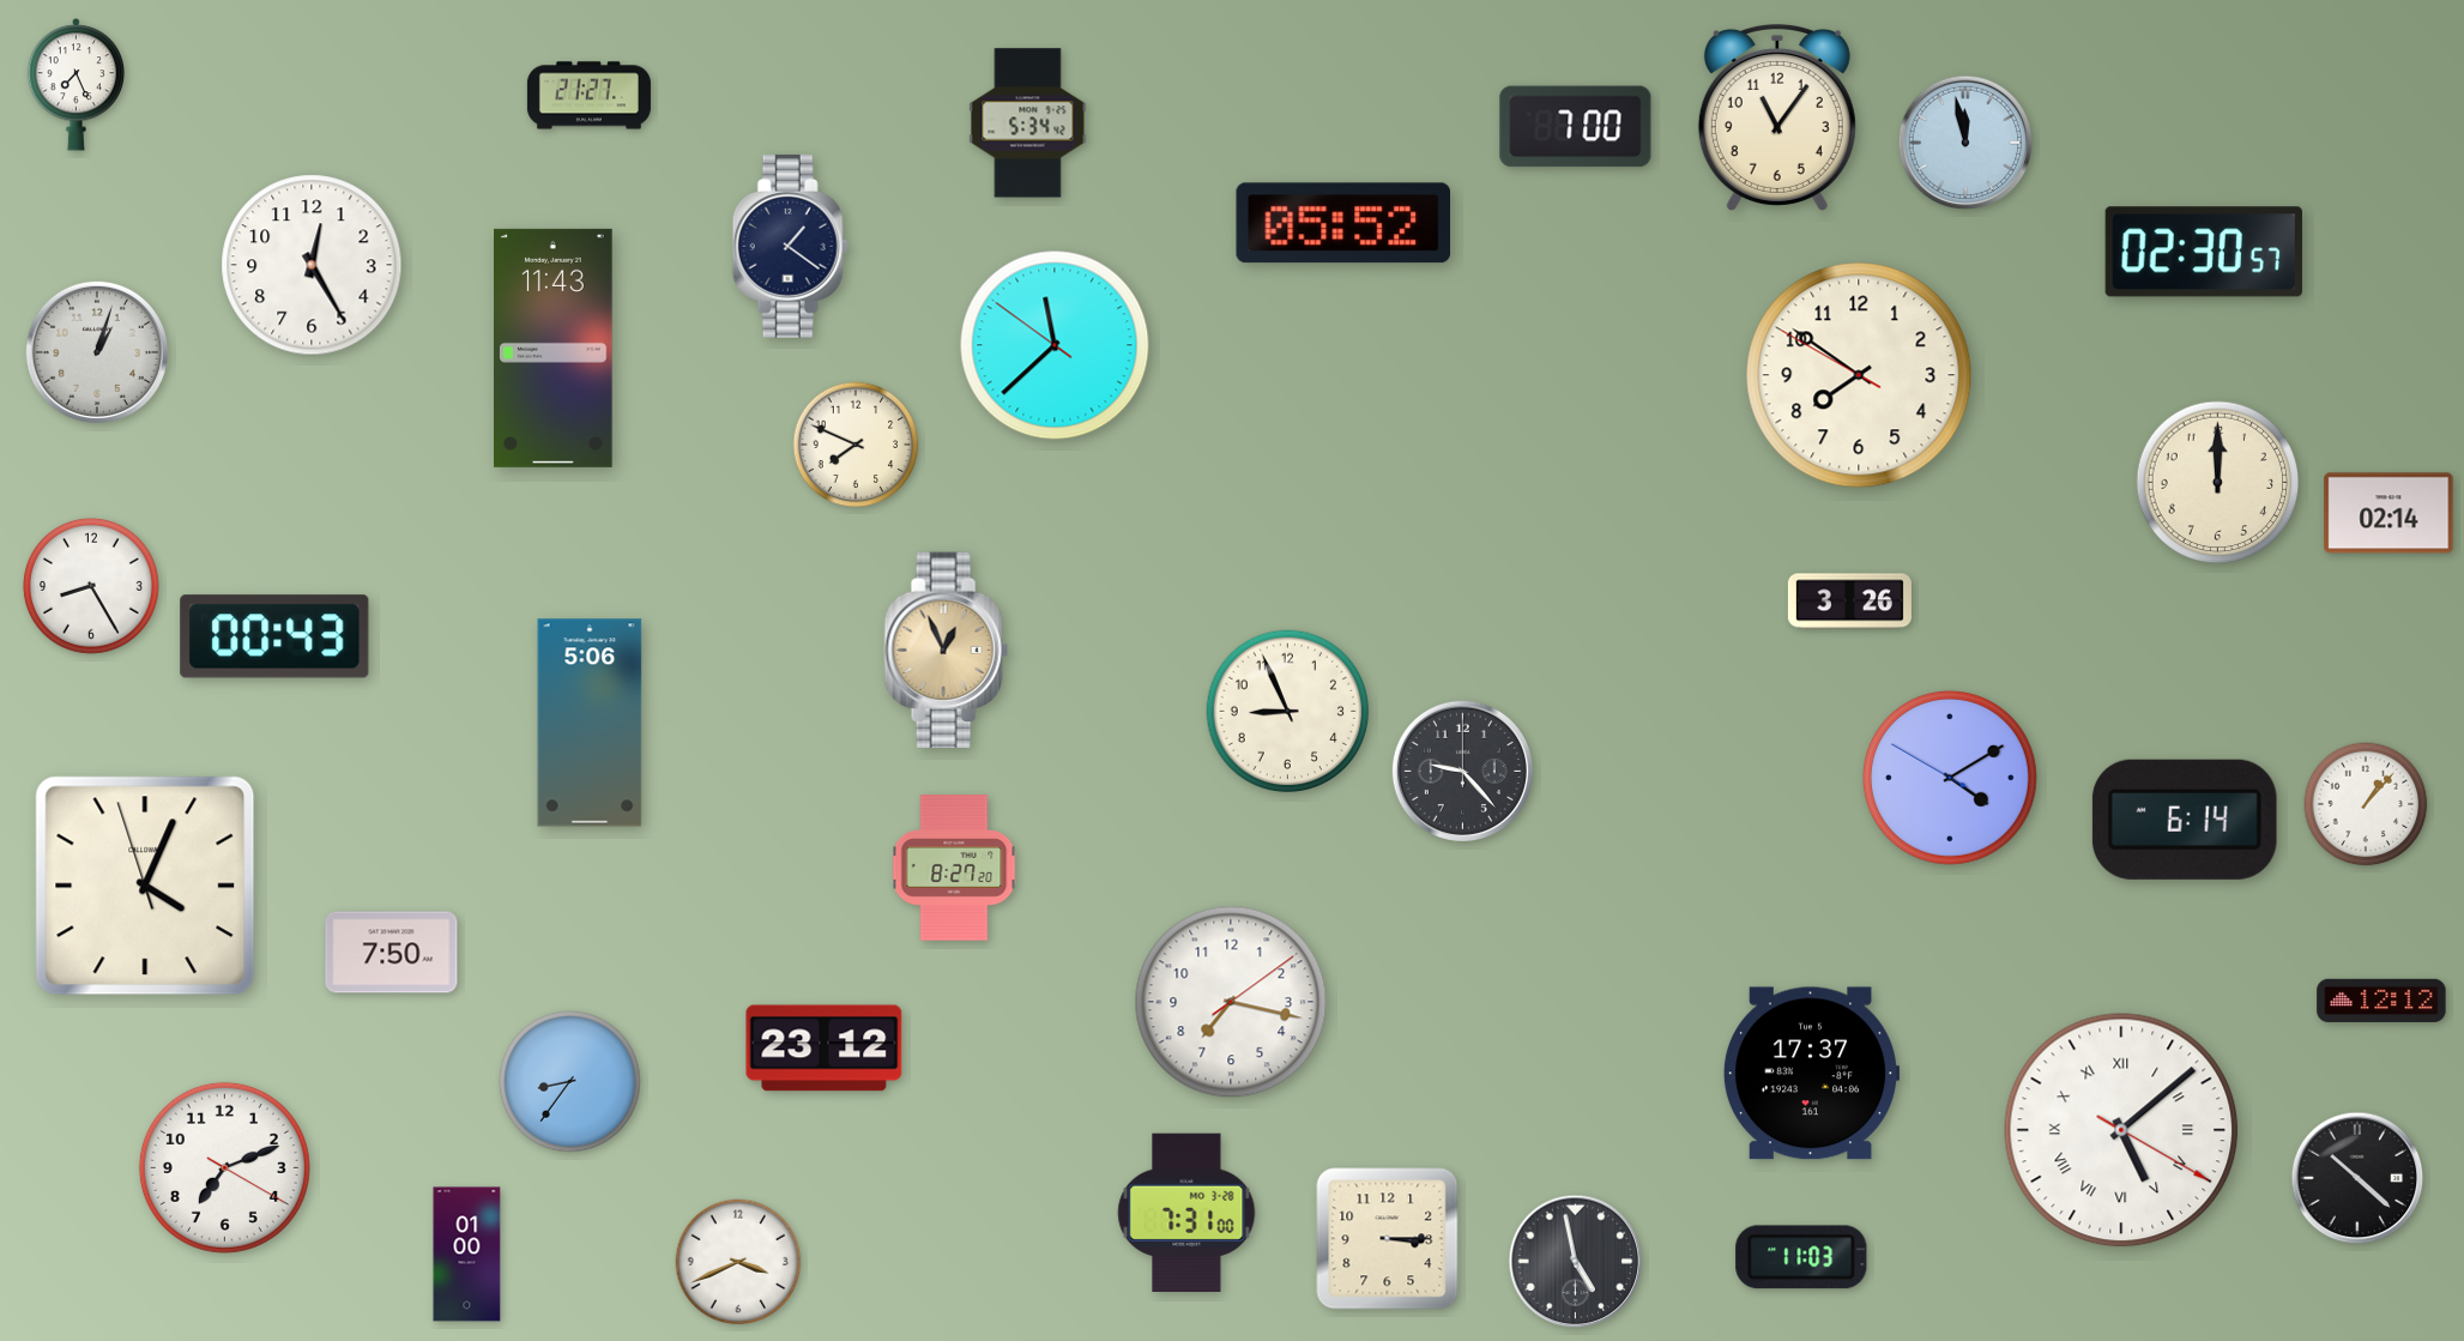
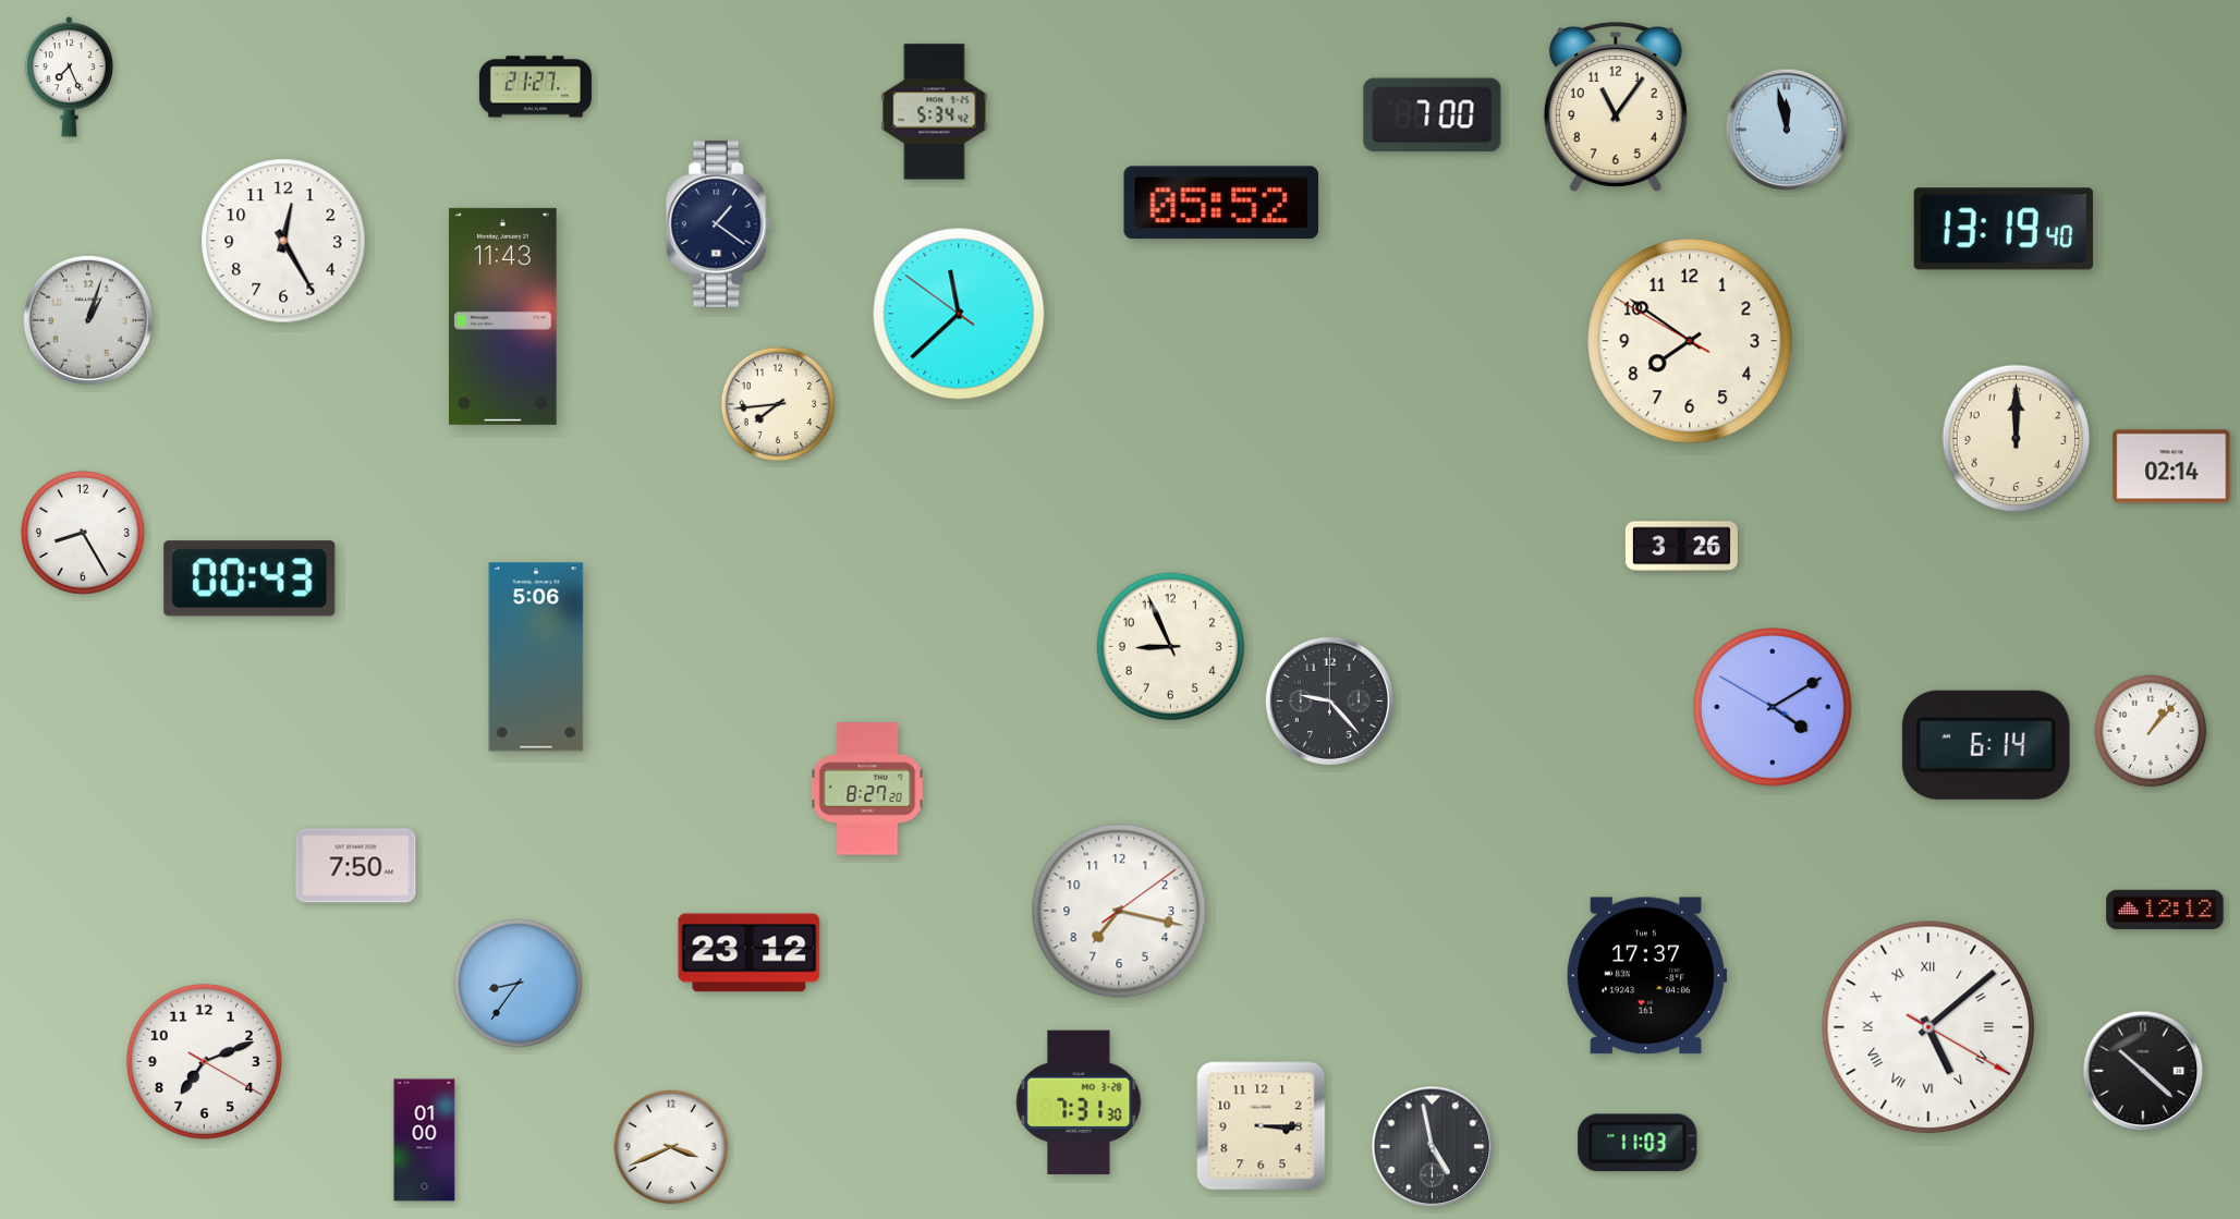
clock at (2204, 252): 02:30 -> 13:19
clock at (856, 445): 7:49 -> 7:44
clock at (946, 651): 12:56 -> none
clock at (145, 886): 4:03 -> none
clock at (1186, 1212): 7:31:00 -> 7:31:30
